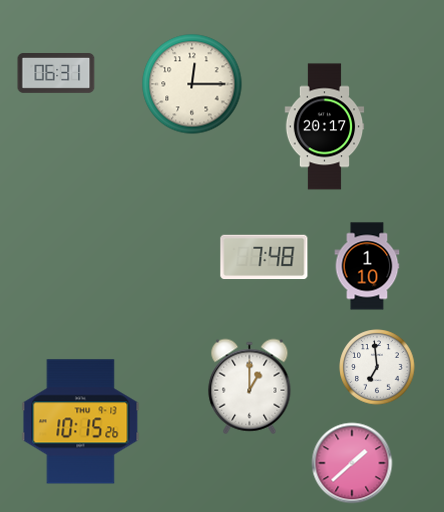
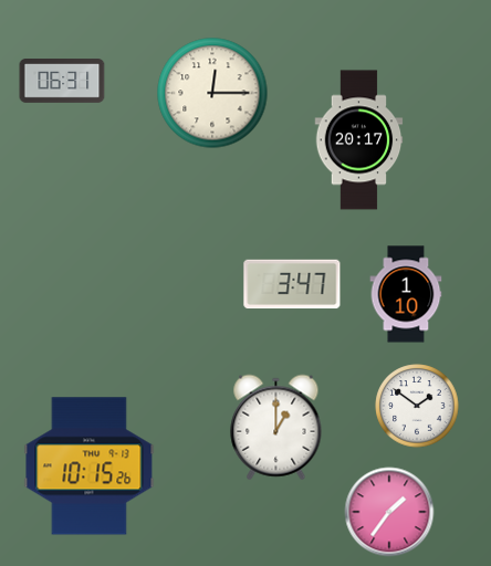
clock at (264, 257): 7:48 -> 3:47
clock at (377, 367): 6:59 -> 1:51
clock at (352, 463): 1:38 -> 1:36
